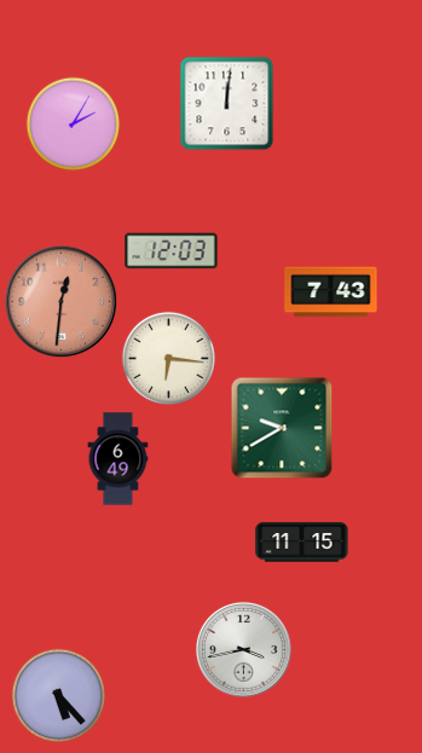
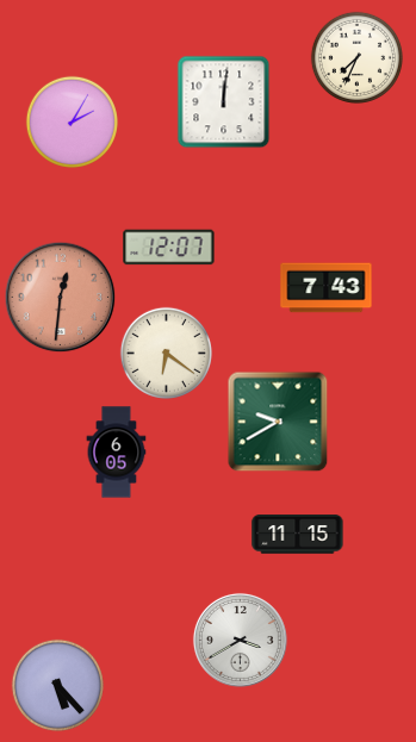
clock at (356, 57): none -> 7:34
clock at (172, 251): 12:03 -> 12:07
clock at (168, 358): 6:16 -> 6:21
clock at (118, 459): 6:49 -> 6:05
clock at (243, 649): 3:43 -> 3:40
